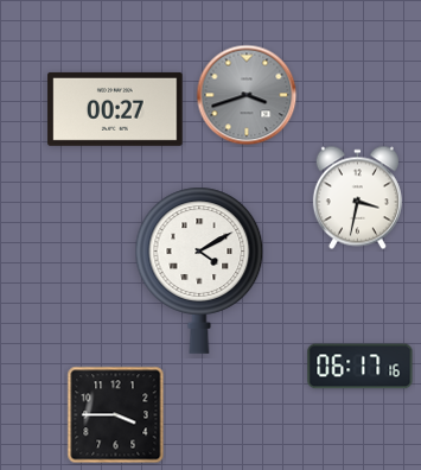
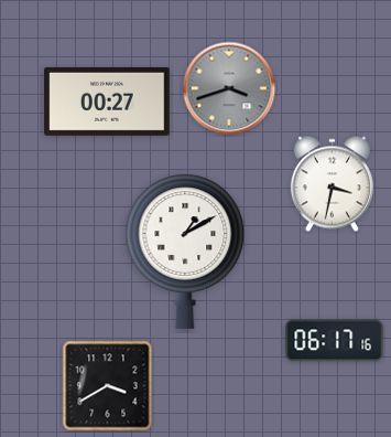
clock at (199, 271): 4:10 -> 1:10
clock at (116, 415): 3:45 -> 3:40
